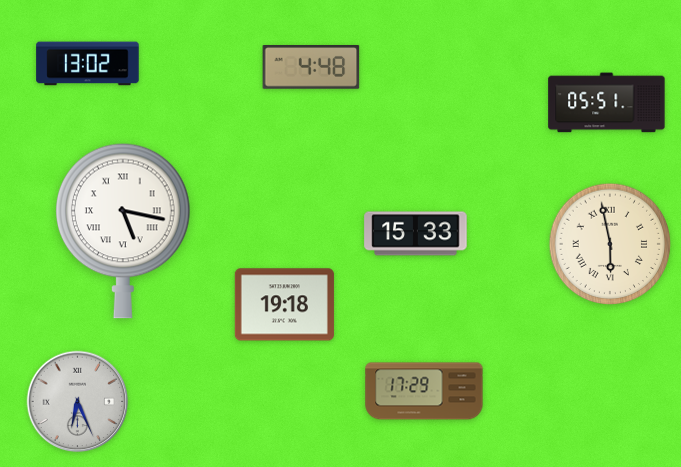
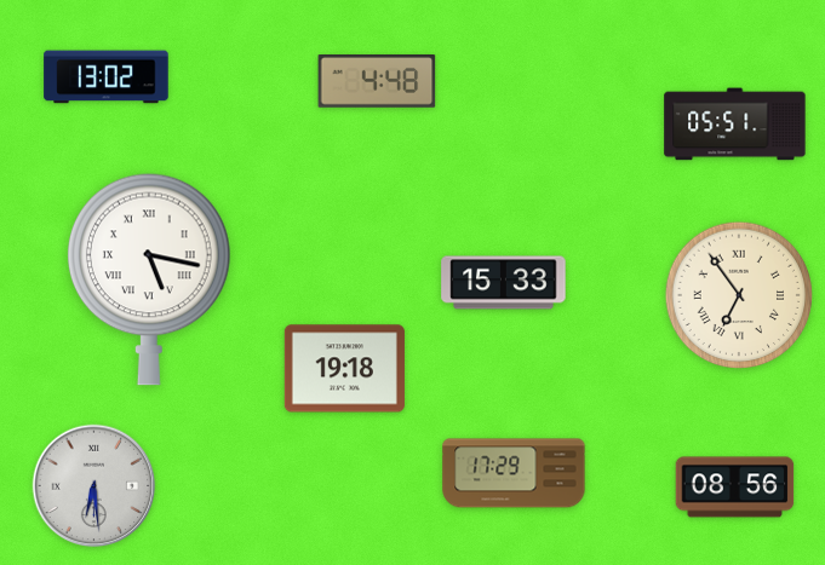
clock at (610, 244): 5:58 -> 6:54
clock at (78, 402): 6:26 -> 6:29
clock at (735, 488): none -> 08:56
